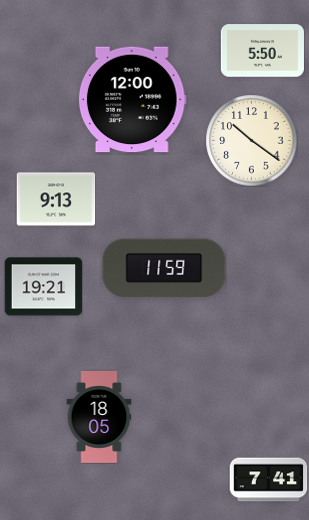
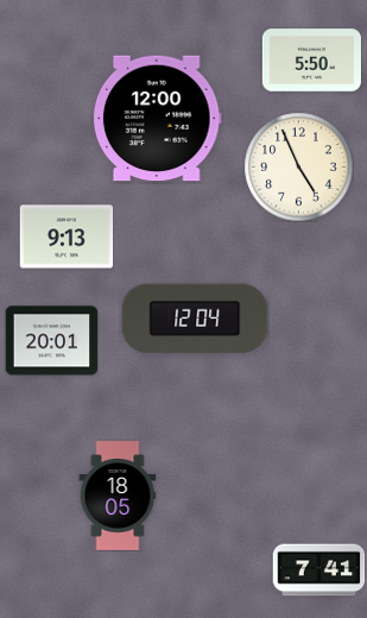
clock at (251, 140): 10:21 -> 4:56
clock at (164, 268): 11:59 -> 12:04
clock at (43, 287): 19:21 -> 20:01
